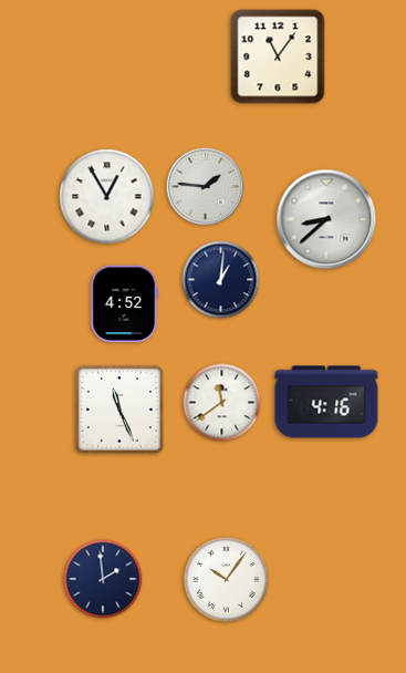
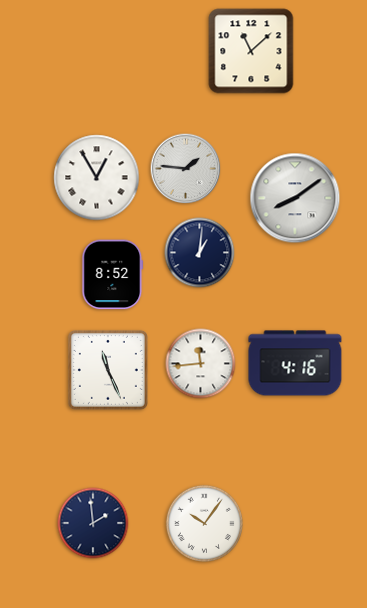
clock at (278, 56): 11:06 -> 11:08
clock at (326, 219): 8:38 -> 8:09
clock at (125, 304): 4:52 -> 8:52
clock at (222, 403): 11:39 -> 11:44
